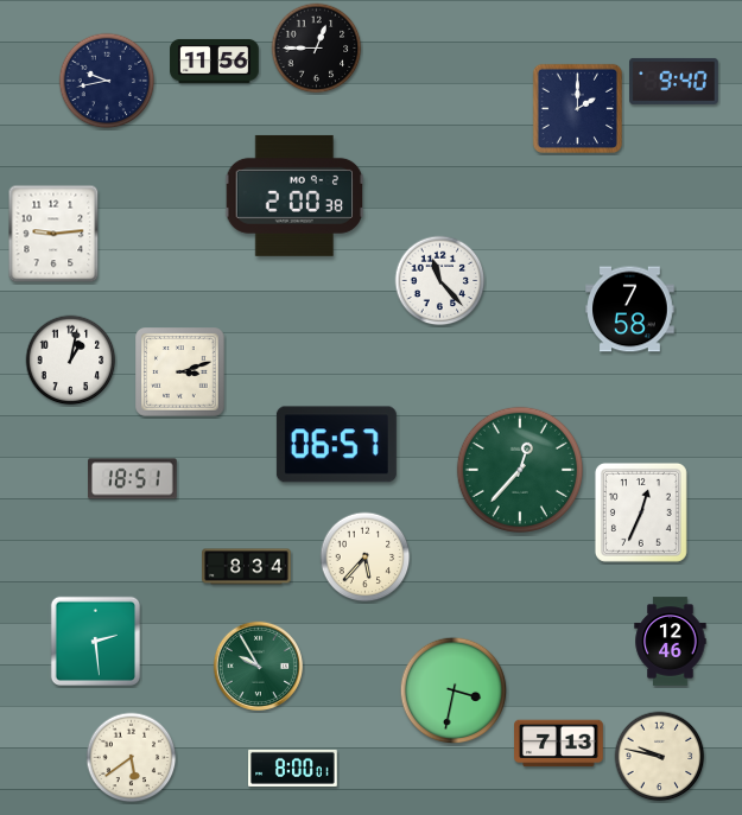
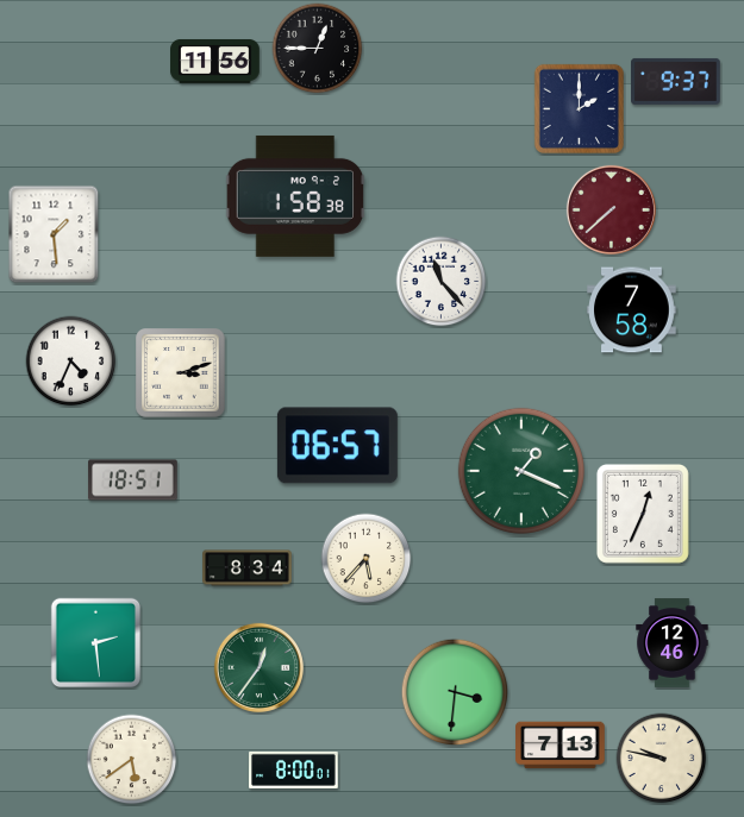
clock at (107, 81): 9:43 -> none
clock at (674, 81): 9:40 -> 9:37
clock at (294, 196): 2:00 -> 1:58
clock at (611, 209): none -> 7:38
clock at (53, 234): 9:14 -> 1:29
clock at (71, 361): 1:02 -> 4:34
clock at (520, 470): 12:37 -> 1:19
clock at (258, 666): 9:55 -> 12:36
clock at (454, 690): 3:32 -> 3:31
